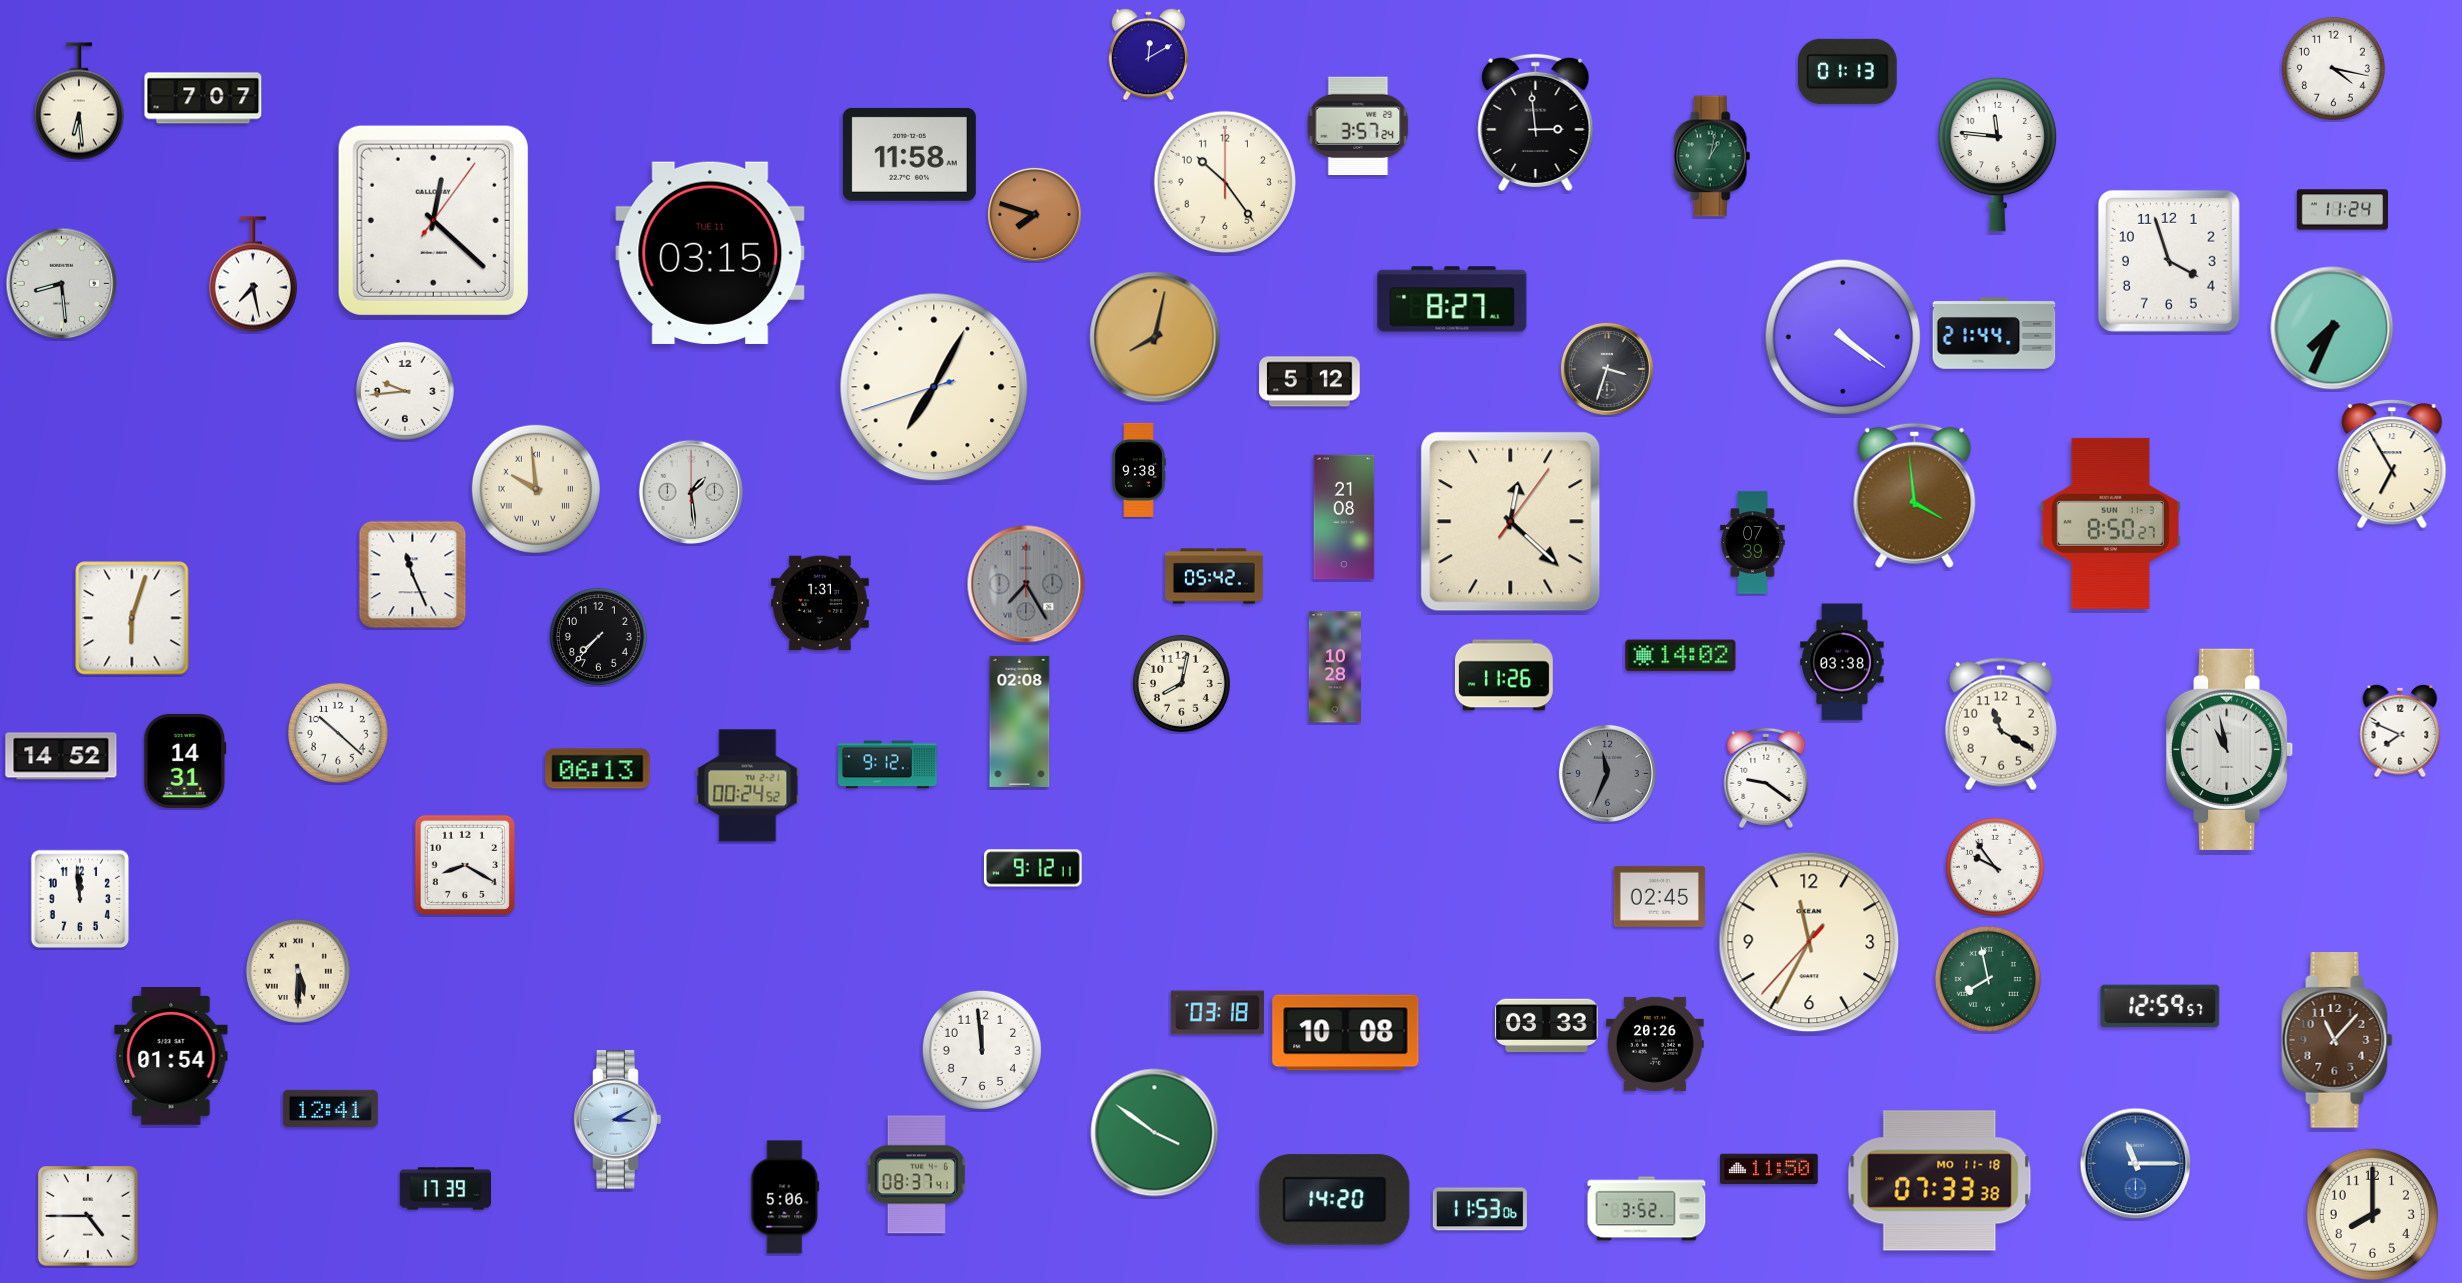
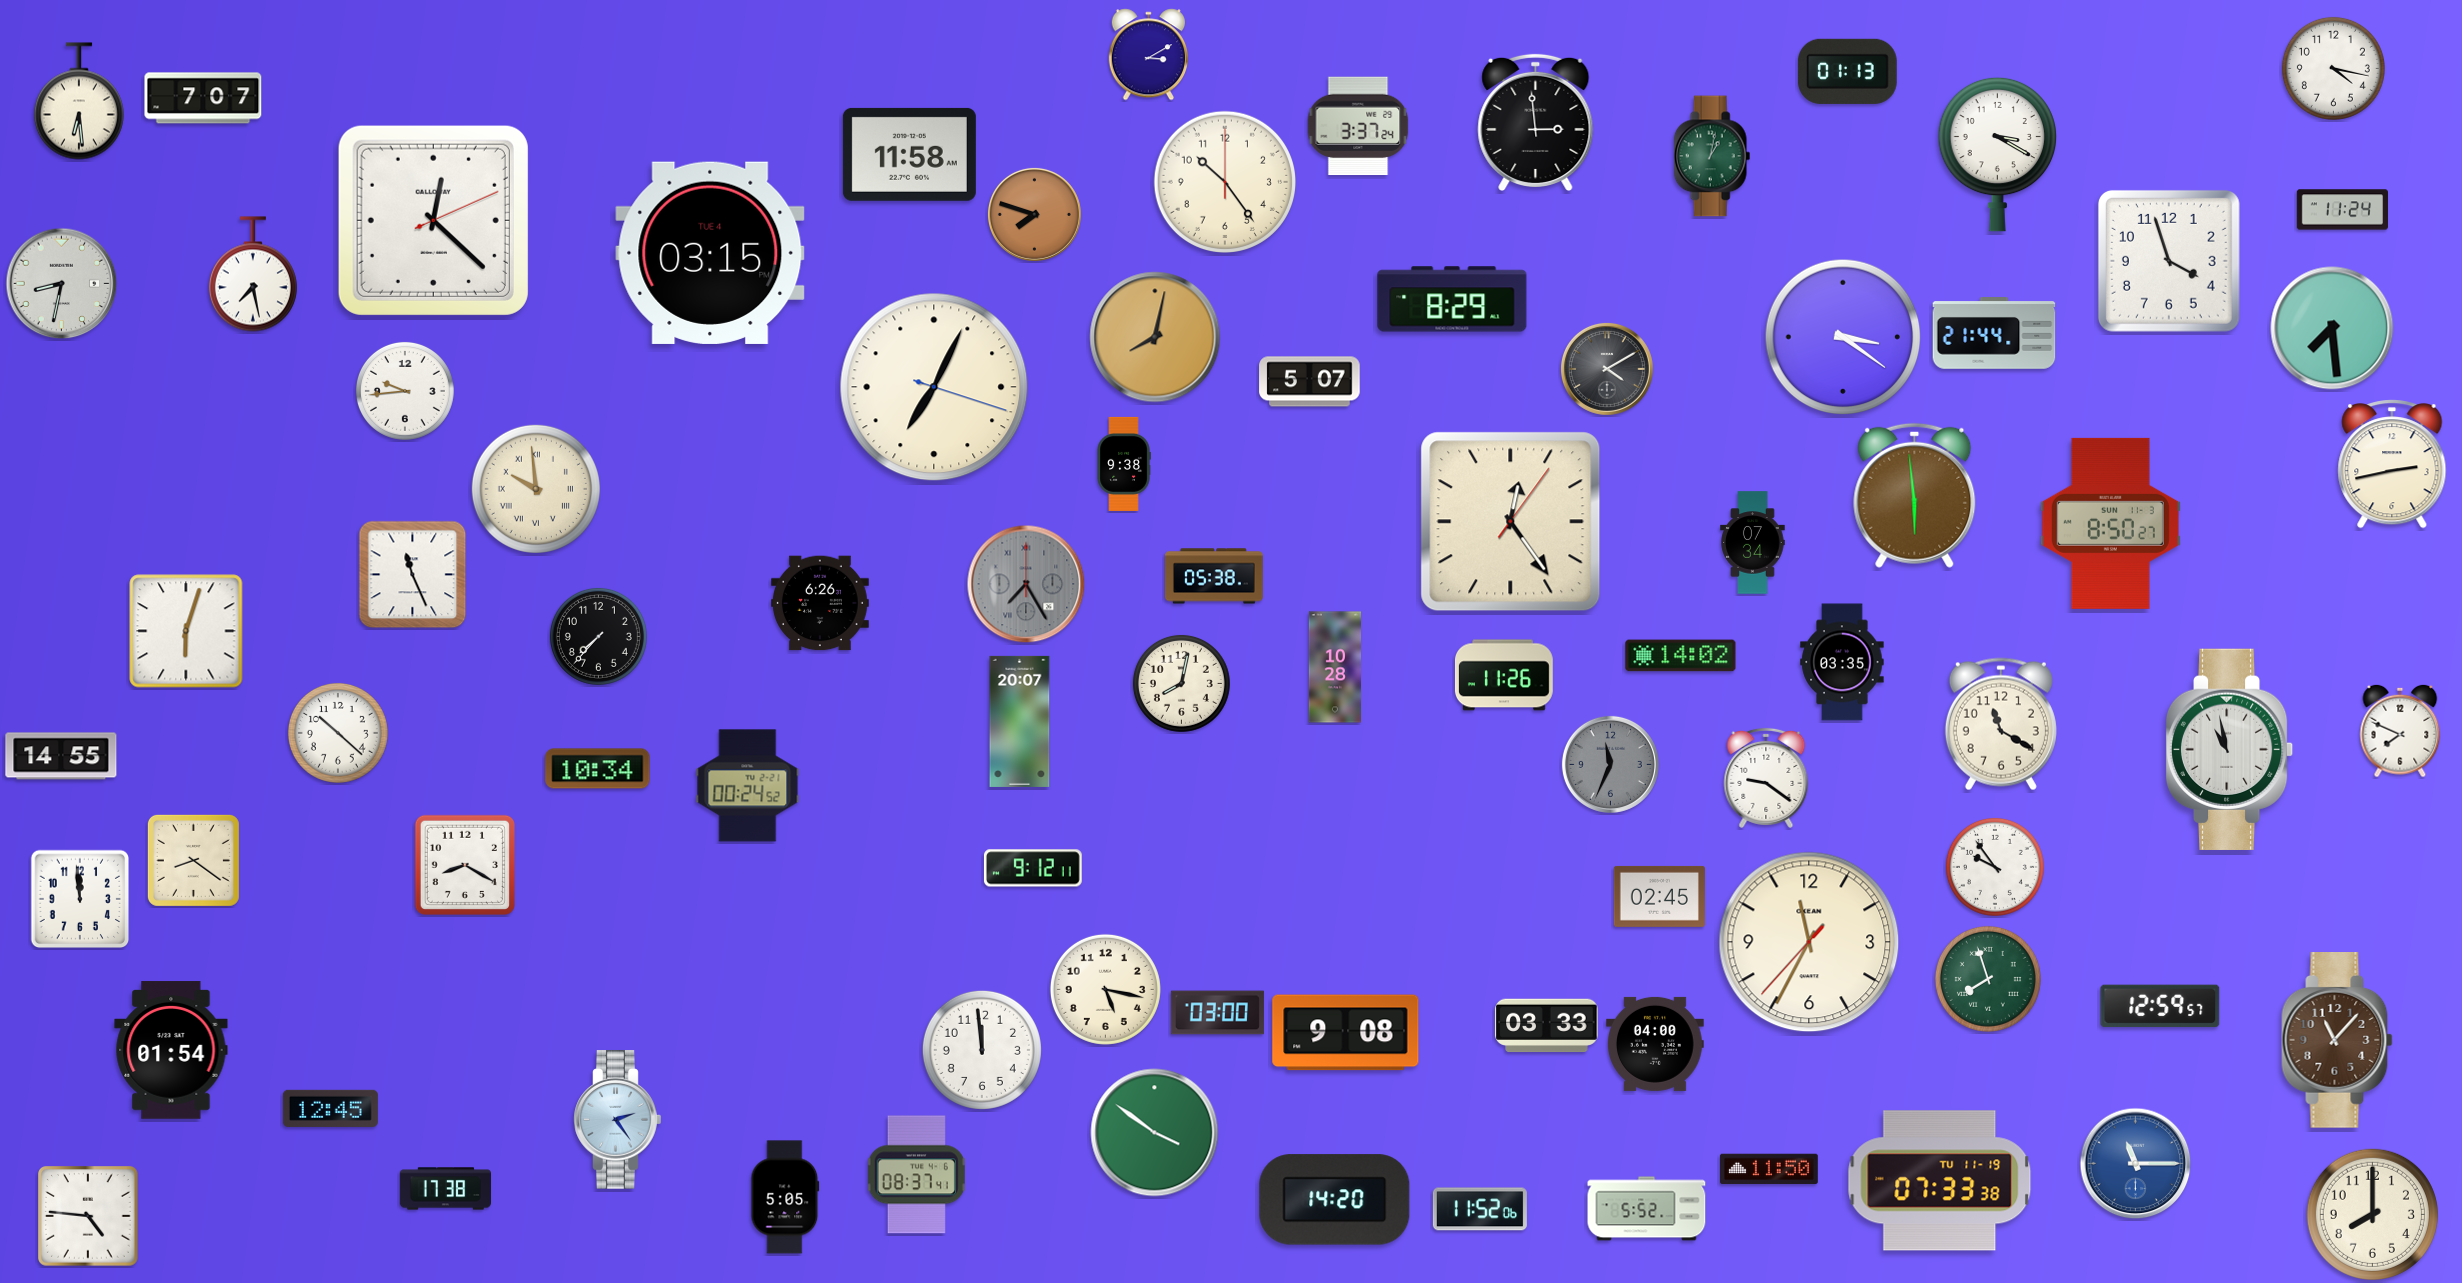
clock at (1148, 55): 12:10 -> 3:10
clock at (1358, 126): 3:57 -> 3:37
clock at (1997, 154): 11:46 -> 3:20
clock at (433, 220): 12:22:06 -> 12:22:11
clock at (710, 253) date: TUE 11 -> TUE 4
clock at (62, 284): 8:29 -> 8:32
clock at (1452, 299): 8:27 -> 8:29
clock at (2332, 328): 7:34 -> 7:29
clock at (1843, 337): 4:21 -> 3:21
clock at (1607, 369): 3:33 -> 4:10
clock at (1310, 382): 5:12 -> 5:07
clock at (934, 387): 7:04:42 -> 7:04:18
clock at (2392, 464): 6:55 -> 2:43
clock at (1139, 470) position: (1139, 470) -> (1124, 464)
clock at (691, 492): 1:29 -> none
clock at (1915, 495): 3:59 -> 5:59
clock at (1344, 517): 21:08 -> none
clock at (1511, 522): 12:22 -> 12:24
clock at (1753, 543): 07:39 -> 07:34
clock at (1215, 576): 05:42 -> 05:38
clock at (821, 603): 1:31 -> 6:26
clock at (132, 618) position: (132, 618) -> (186, 631)
clock at (1842, 662): 03:38 -> 03:35
clock at (1020, 721): 02:08 -> 20:07
clock at (61, 756): 14:52 -> 14:55
clock at (185, 761): 14:31 -> none
clock at (888, 765): 9:12 -> none
clock at (598, 769): 06:13 -> 10:34
clock at (1607, 773) position: (1607, 773) -> (1610, 764)
clock at (193, 860): none -> 8:21
clock at (298, 971): 5:30 -> none
clock at (1988, 979): 7:58 -> 7:57
clock at (1105, 989): none -> 5:17
clock at (1217, 1013): 03:18 -> 03:00
clock at (1346, 1033): 10:08 -> 9:08
clock at (1655, 1044): 20:26 -> 04:00
clock at (171, 1056) position: (171, 1056) -> (171, 1050)
clock at (330, 1108): 12:41 -> 12:45
clock at (618, 1120): 3:10 -> 2:24
clock at (1940, 1181) date: MO 11-18 -> TU 11-19
clock at (445, 1189): 17:39 -> 17:38
clock at (785, 1197): 5:06 -> 5:05
clock at (1480, 1209): 11:53 -> 11:52
clock at (1647, 1209): 3:52 -> 5:52
clock at (89, 1217): 4:45 -> 4:46
